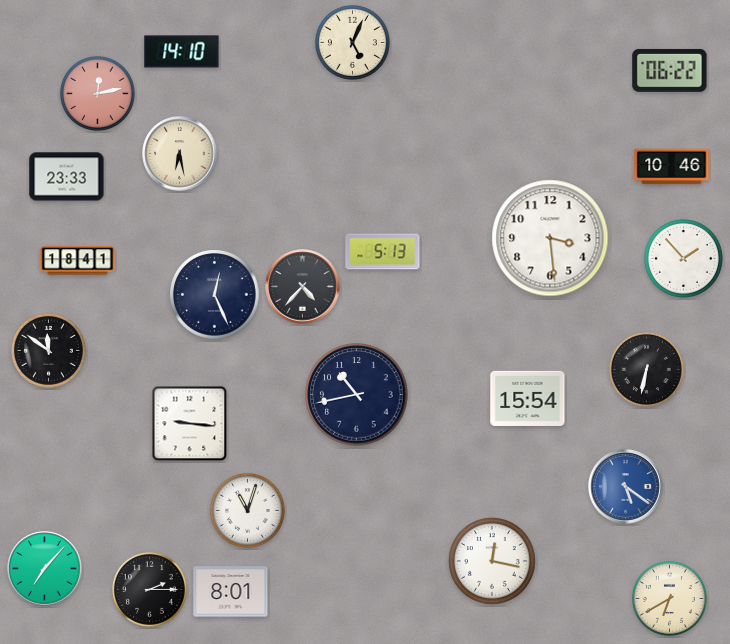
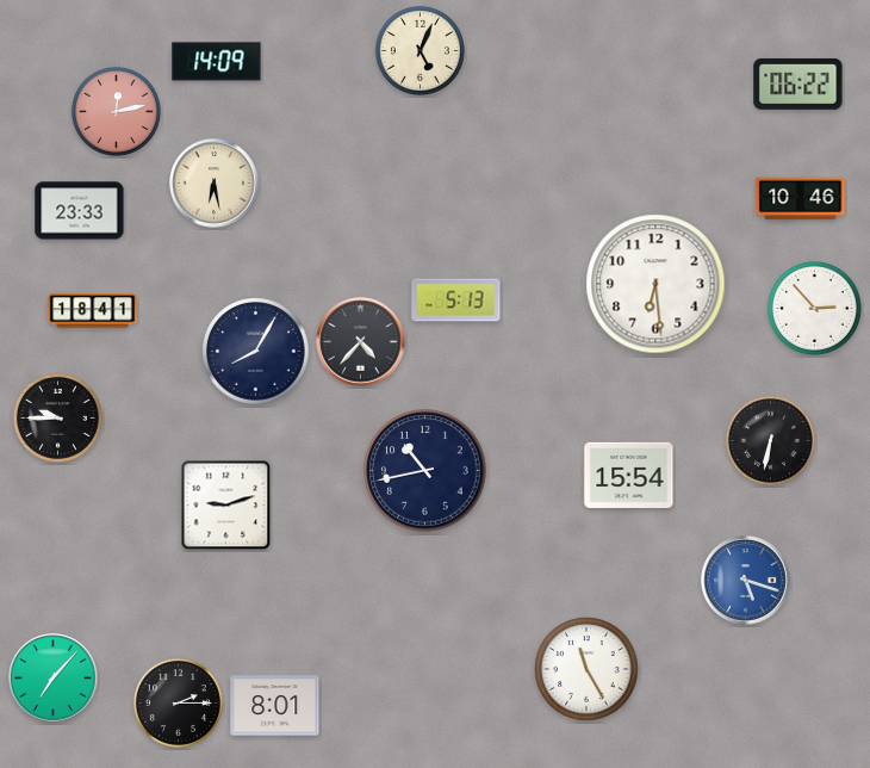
clock at (182, 52): 14:10 -> 14:09
clock at (550, 238): 3:29 -> 6:29
clock at (683, 258): 1:53 -> 2:53
clock at (215, 295): 12:26 -> 8:05
clock at (48, 350): 11:51 -> 9:45
clock at (190, 424): 9:16 -> 9:12
clock at (626, 487): 5:21 -> 5:18
clock at (247, 510): 11:03 -> none
clock at (493, 562): 12:17 -> 11:25
clock at (669, 598): 6:40 -> none
